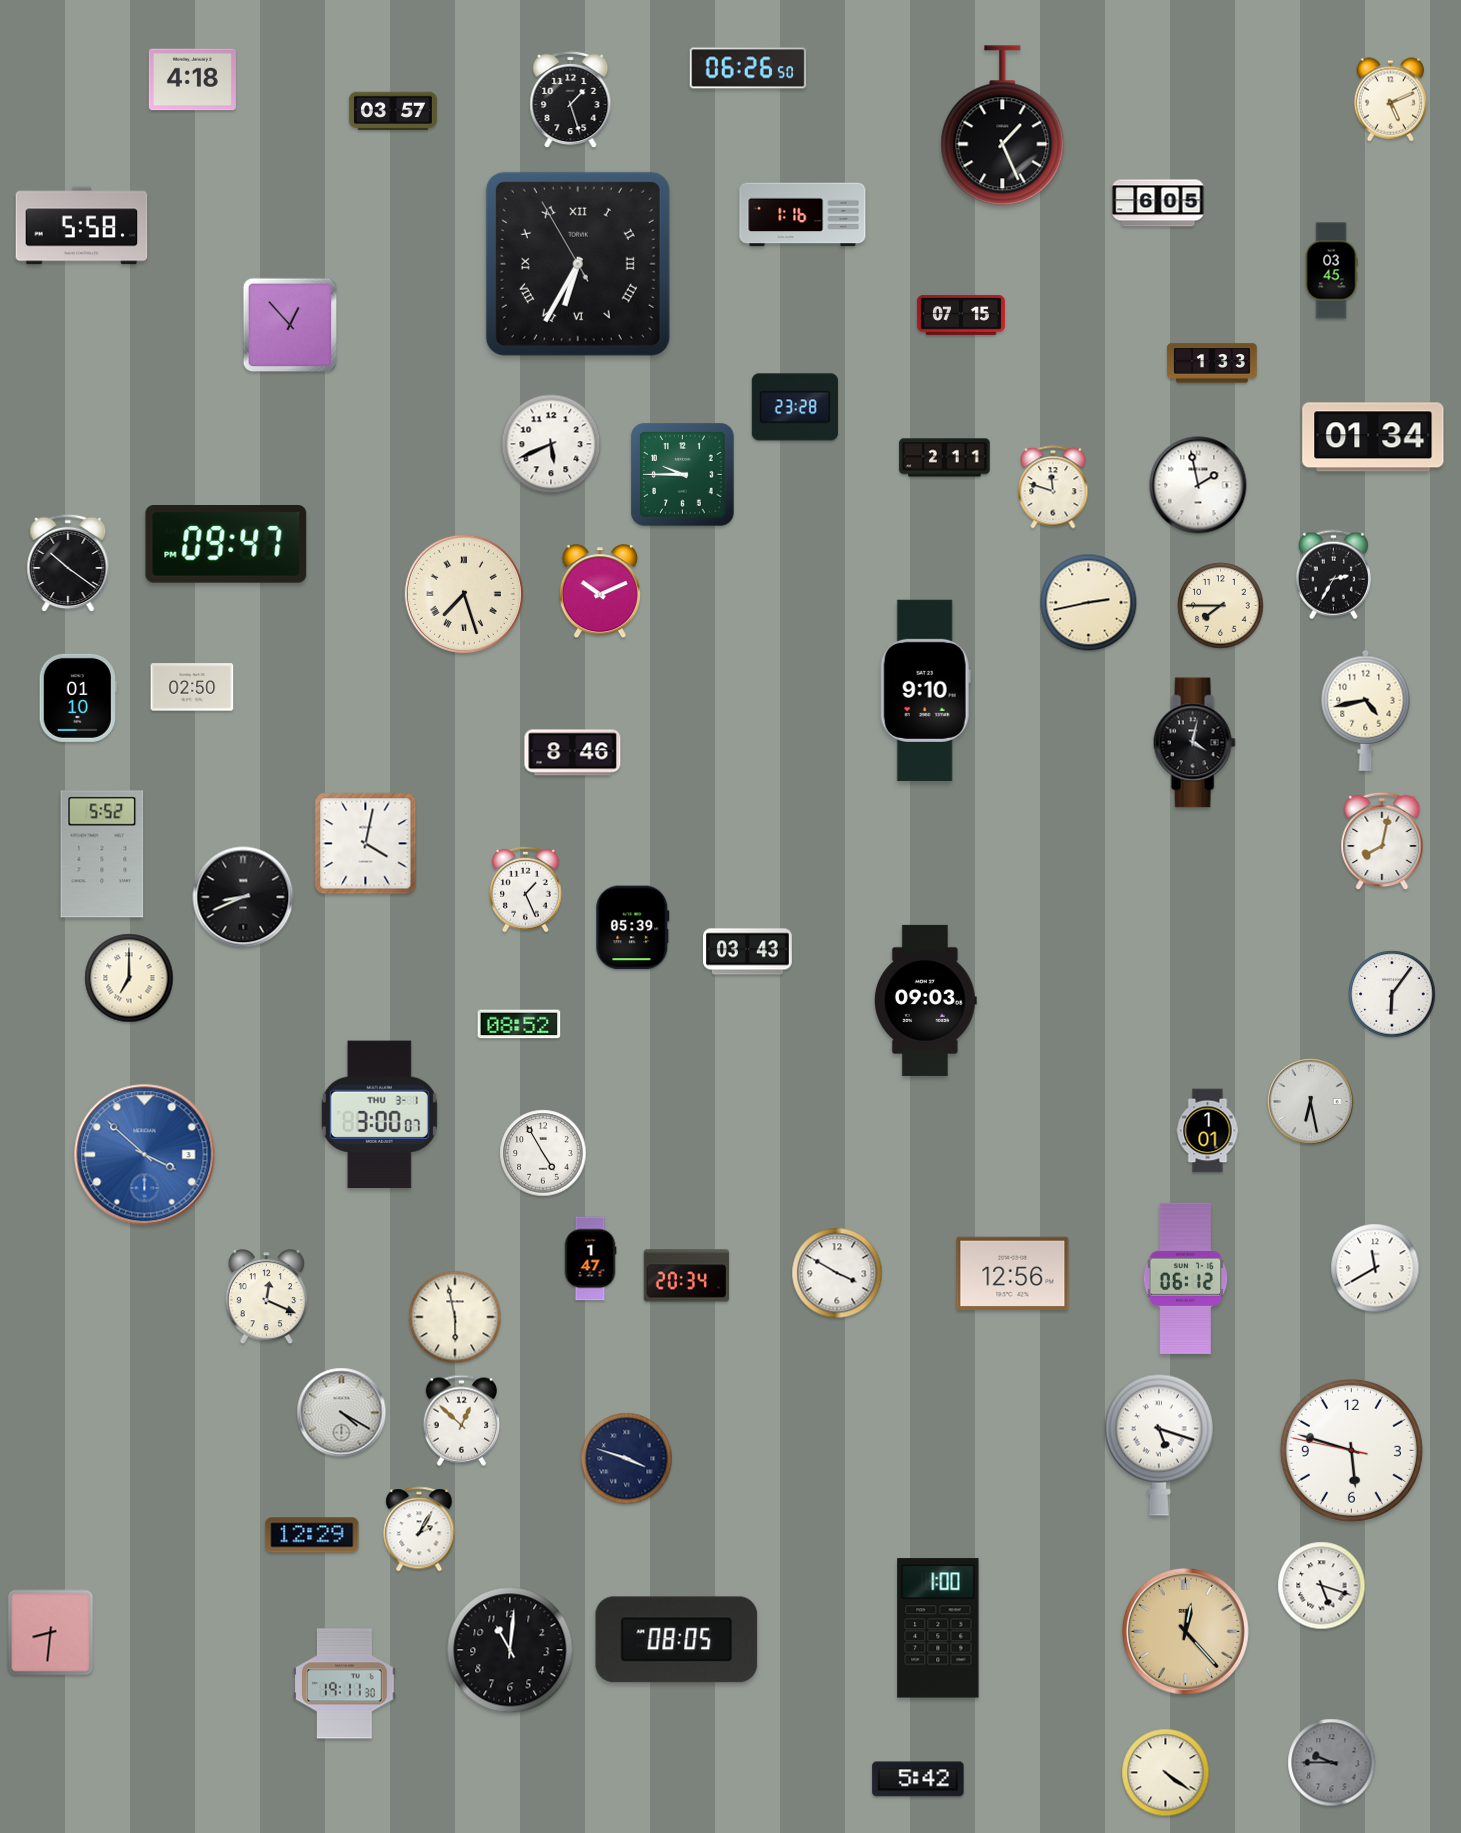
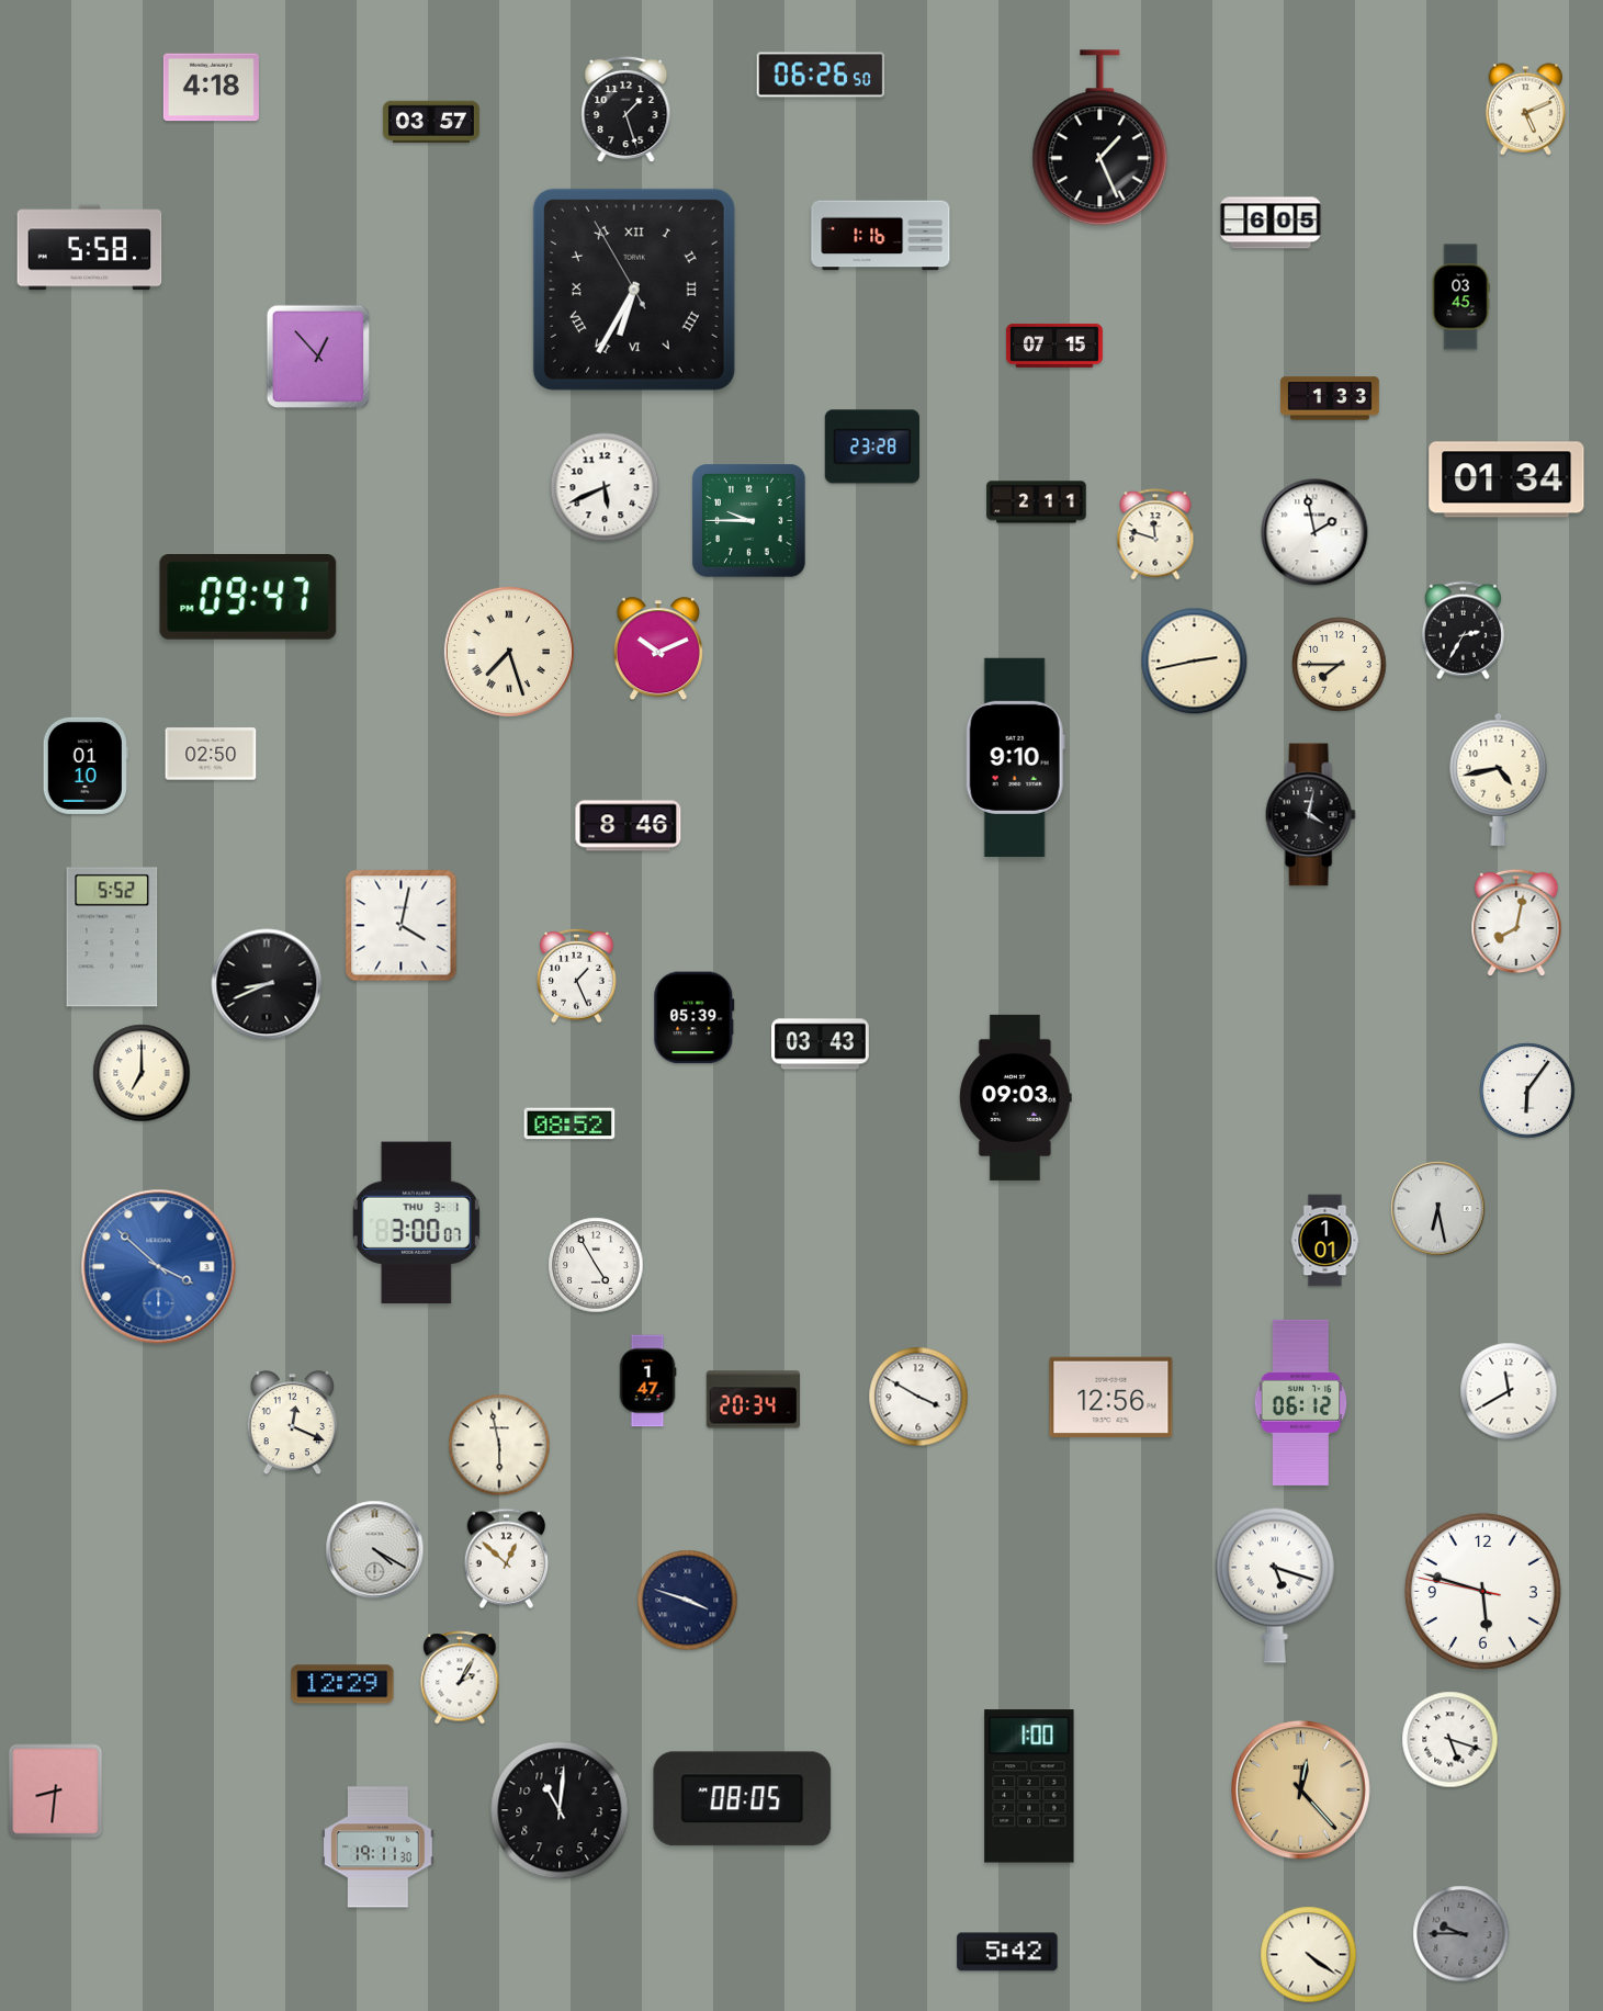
clock at (68, 563): 10:21 -> none
clock at (1159, 1445) position: (1159, 1445) -> (1275, 1585)
clock at (1166, 1773) position: (1166, 1773) -> (1309, 1955)
